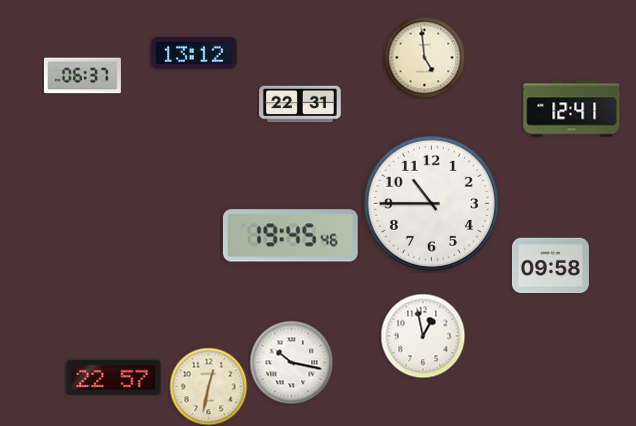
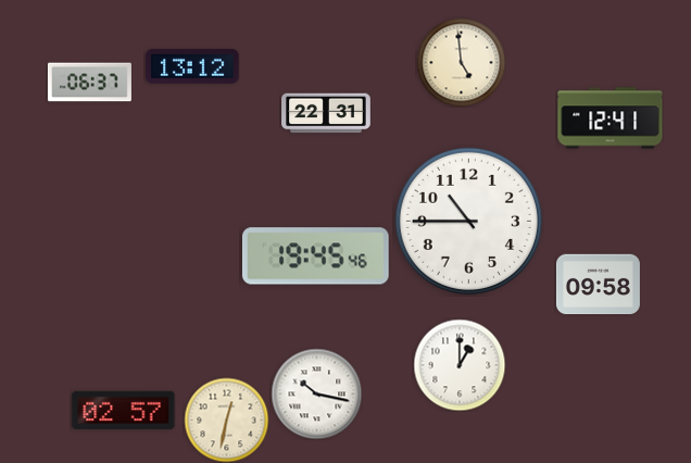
clock at (194, 53) position: (194, 53) -> (192, 66)
clock at (572, 109) position: (572, 109) -> (611, 118)
clock at (550, 266) position: (550, 266) -> (598, 285)
clock at (423, 336): 12:58 -> 1:00
clock at (114, 377): 22:57 -> 02:57
